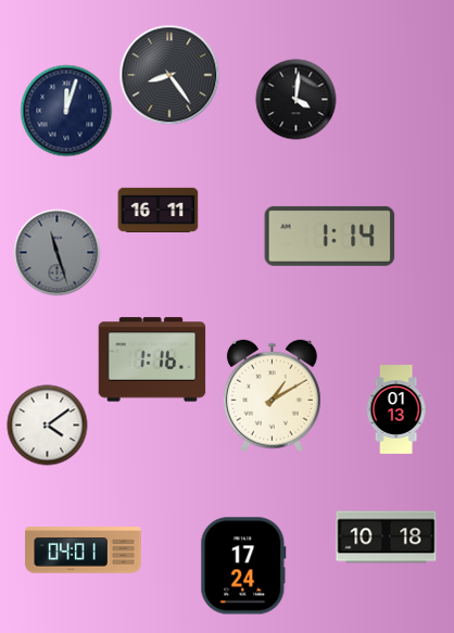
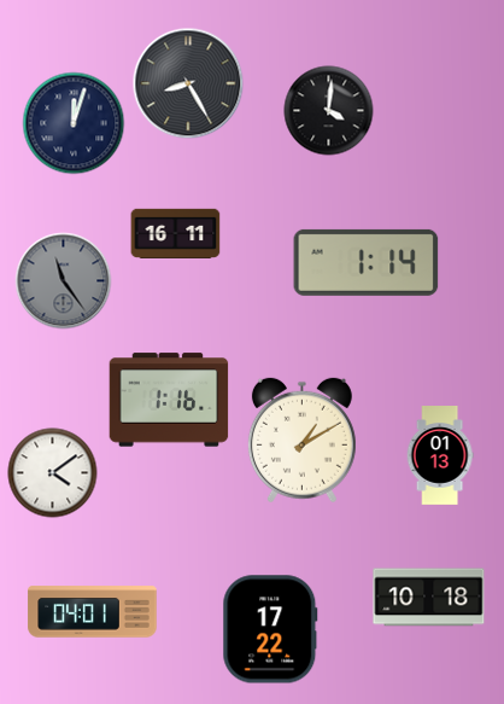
clock at (169, 75): 8:24 -> 8:25
clock at (58, 253): 11:27 -> 11:24
clock at (243, 566): 17:24 -> 17:22
